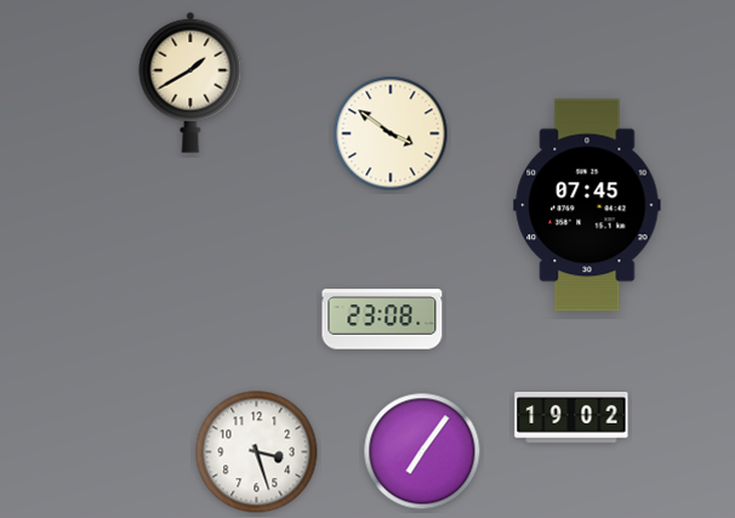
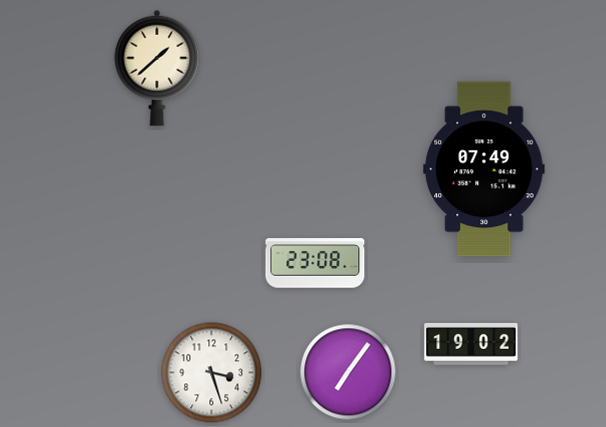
clock at (190, 82): 1:40 -> 1:38
clock at (391, 133): 3:51 -> none
clock at (587, 205): 07:45 -> 07:49
